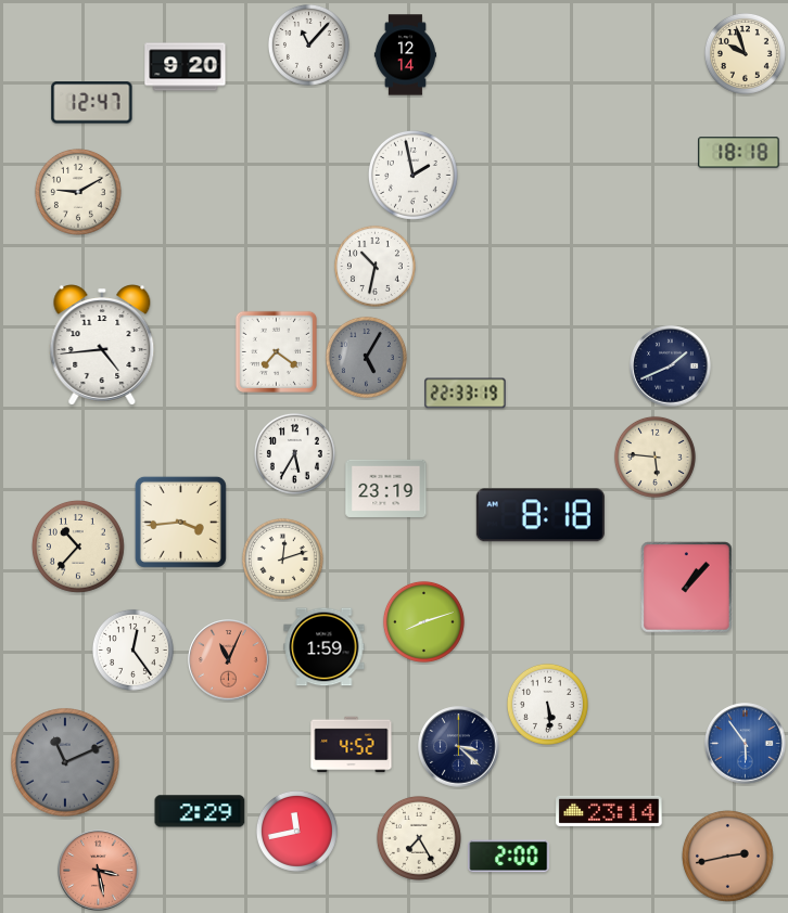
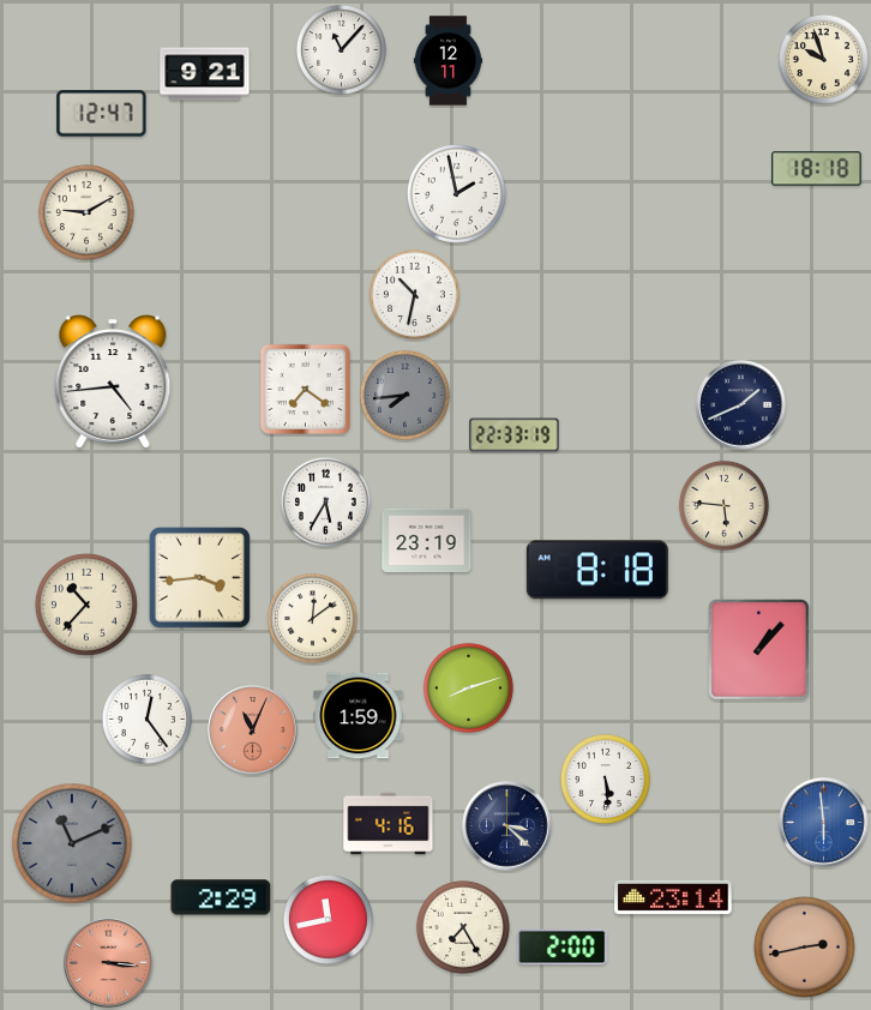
clock at (405, 55): 12:14 -> 12:11
clock at (186, 67): 9:20 -> 9:21
clock at (366, 357): 5:05 -> 7:44
clock at (282, 558): 12:12 -> 12:09
clock at (746, 744): 5:54 -> 5:59
clock at (352, 745): 4:52 -> 4:16
clock at (99, 871): 3:28 -> 3:16
